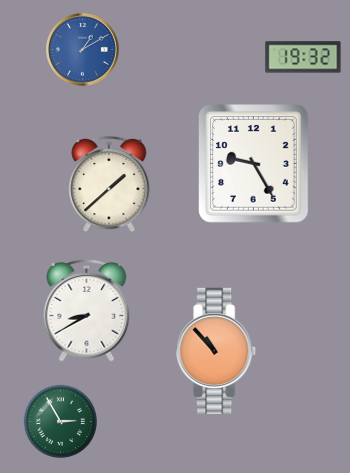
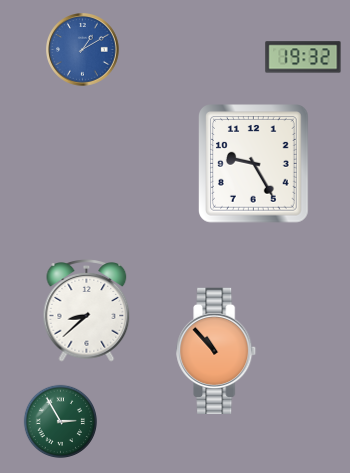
clock at (109, 184): 1:38 -> none
clock at (87, 311): 8:40 -> 8:38
